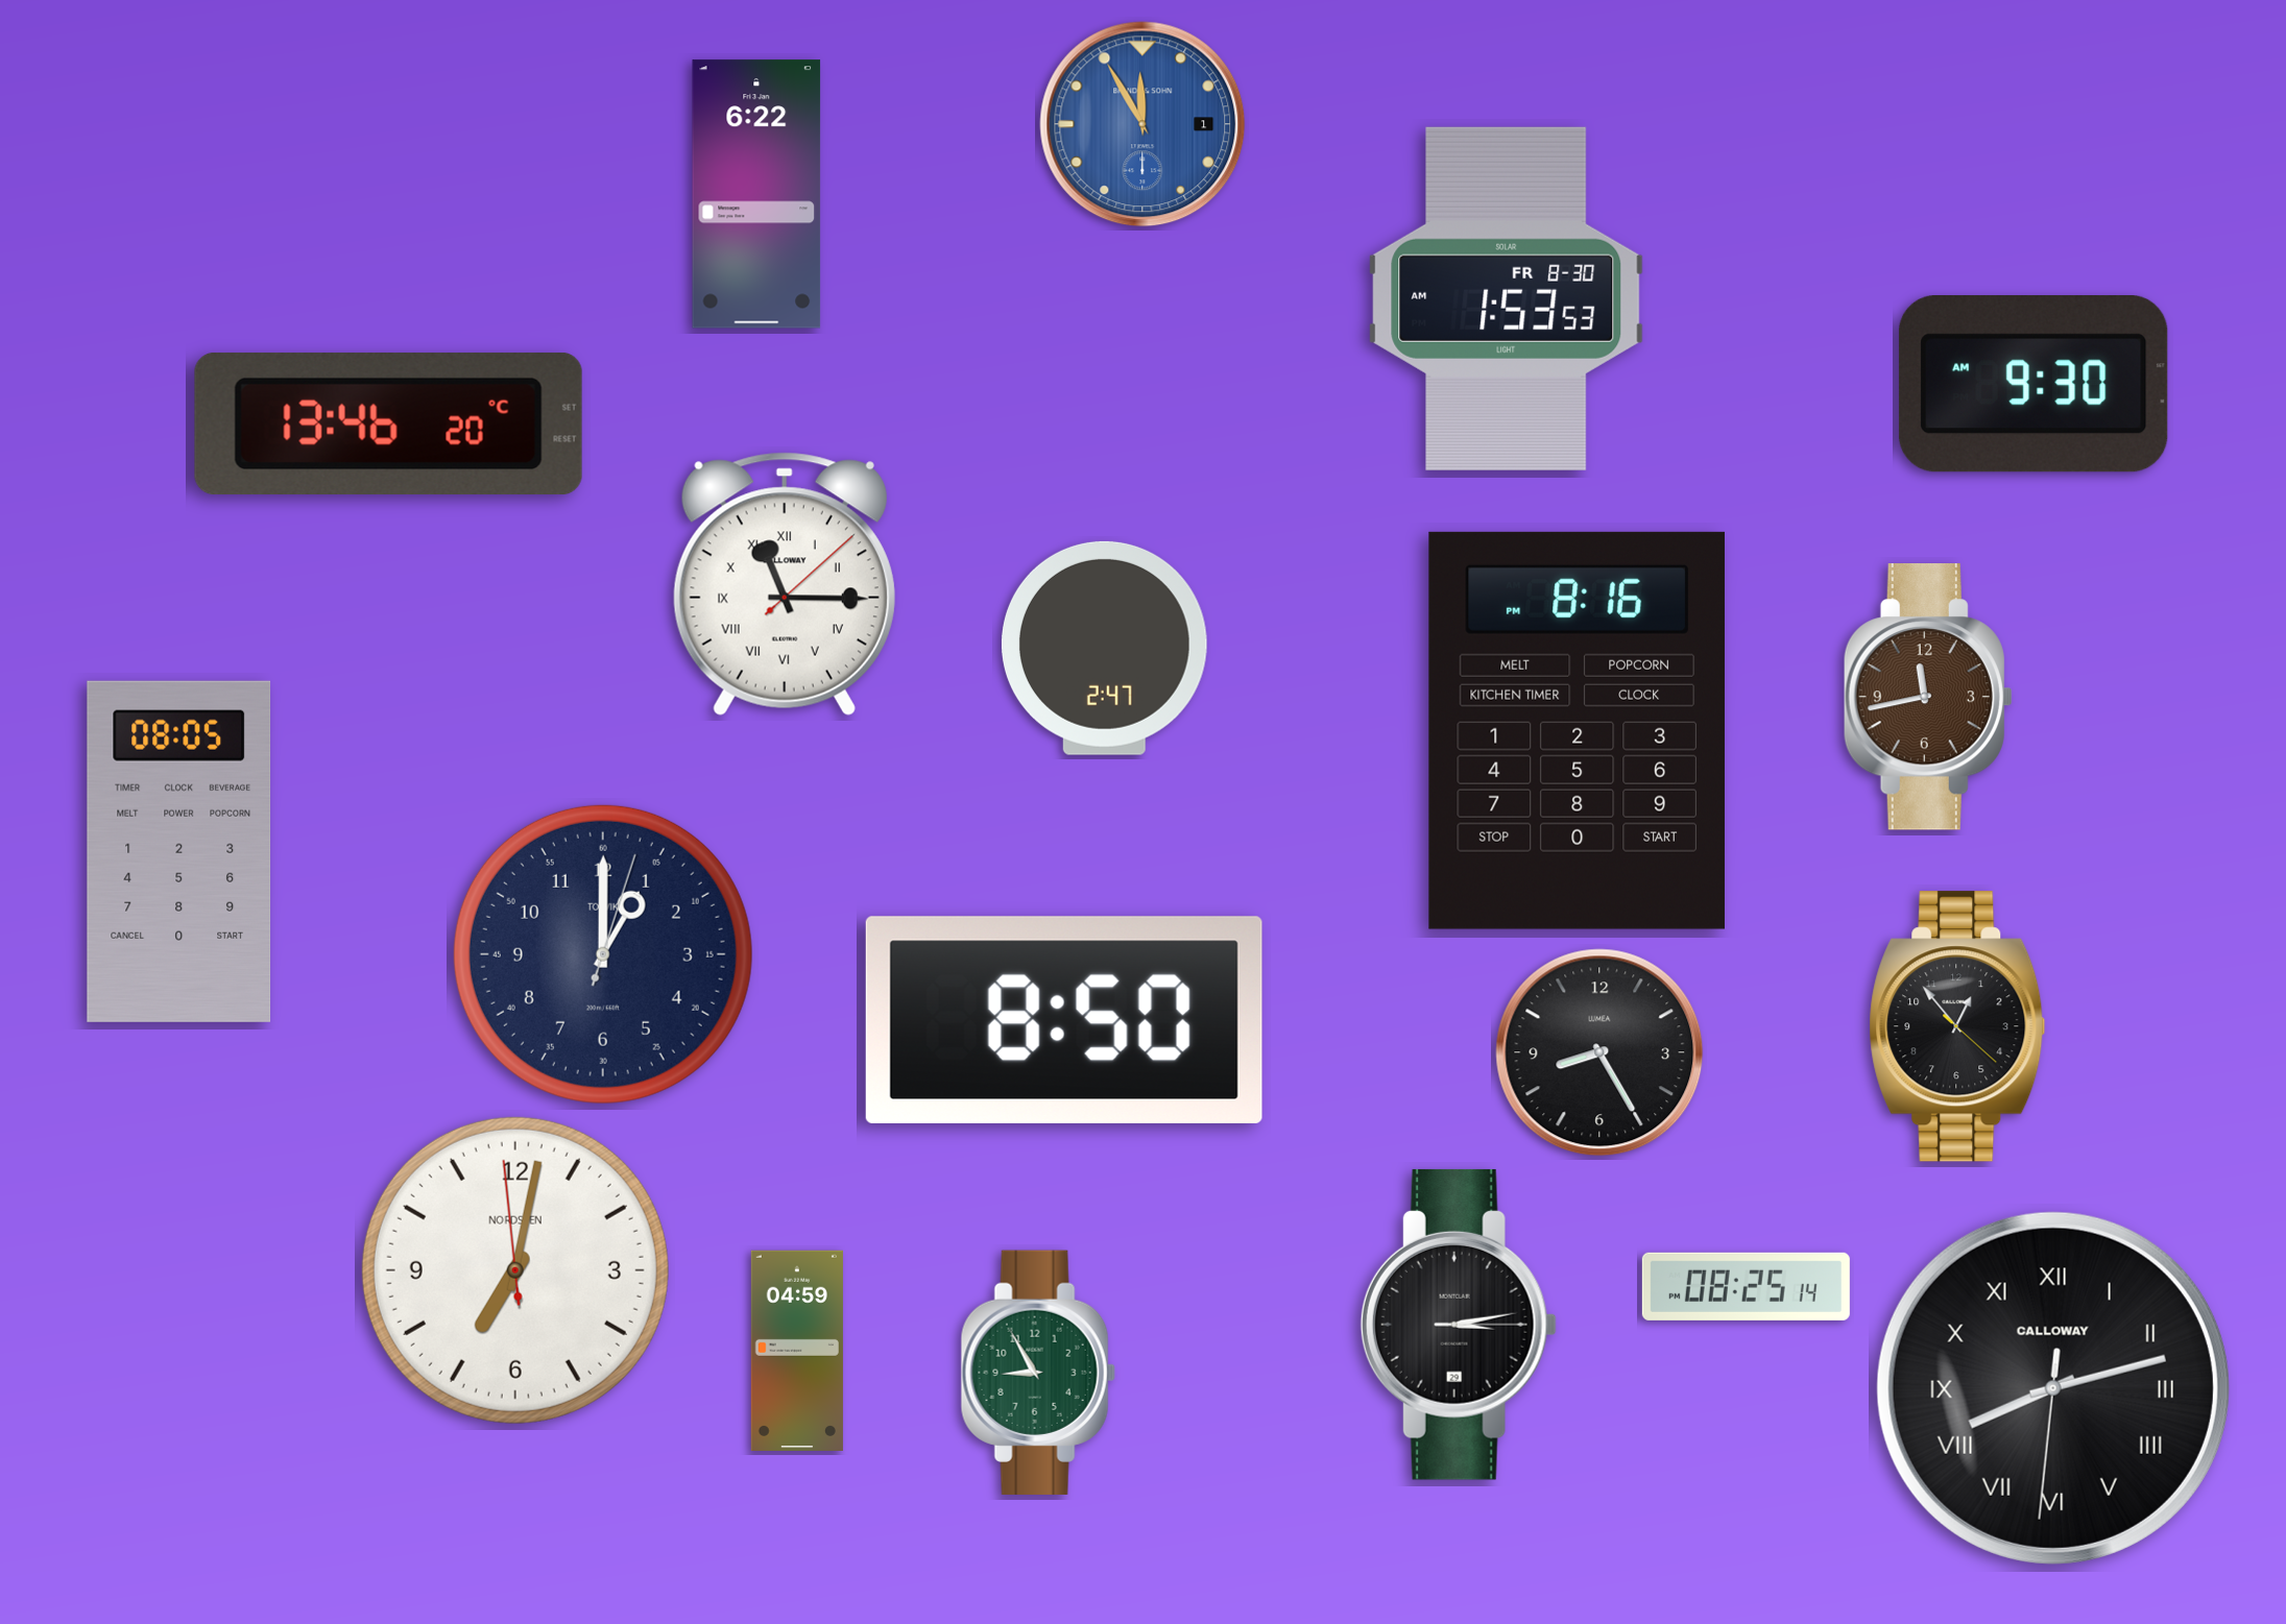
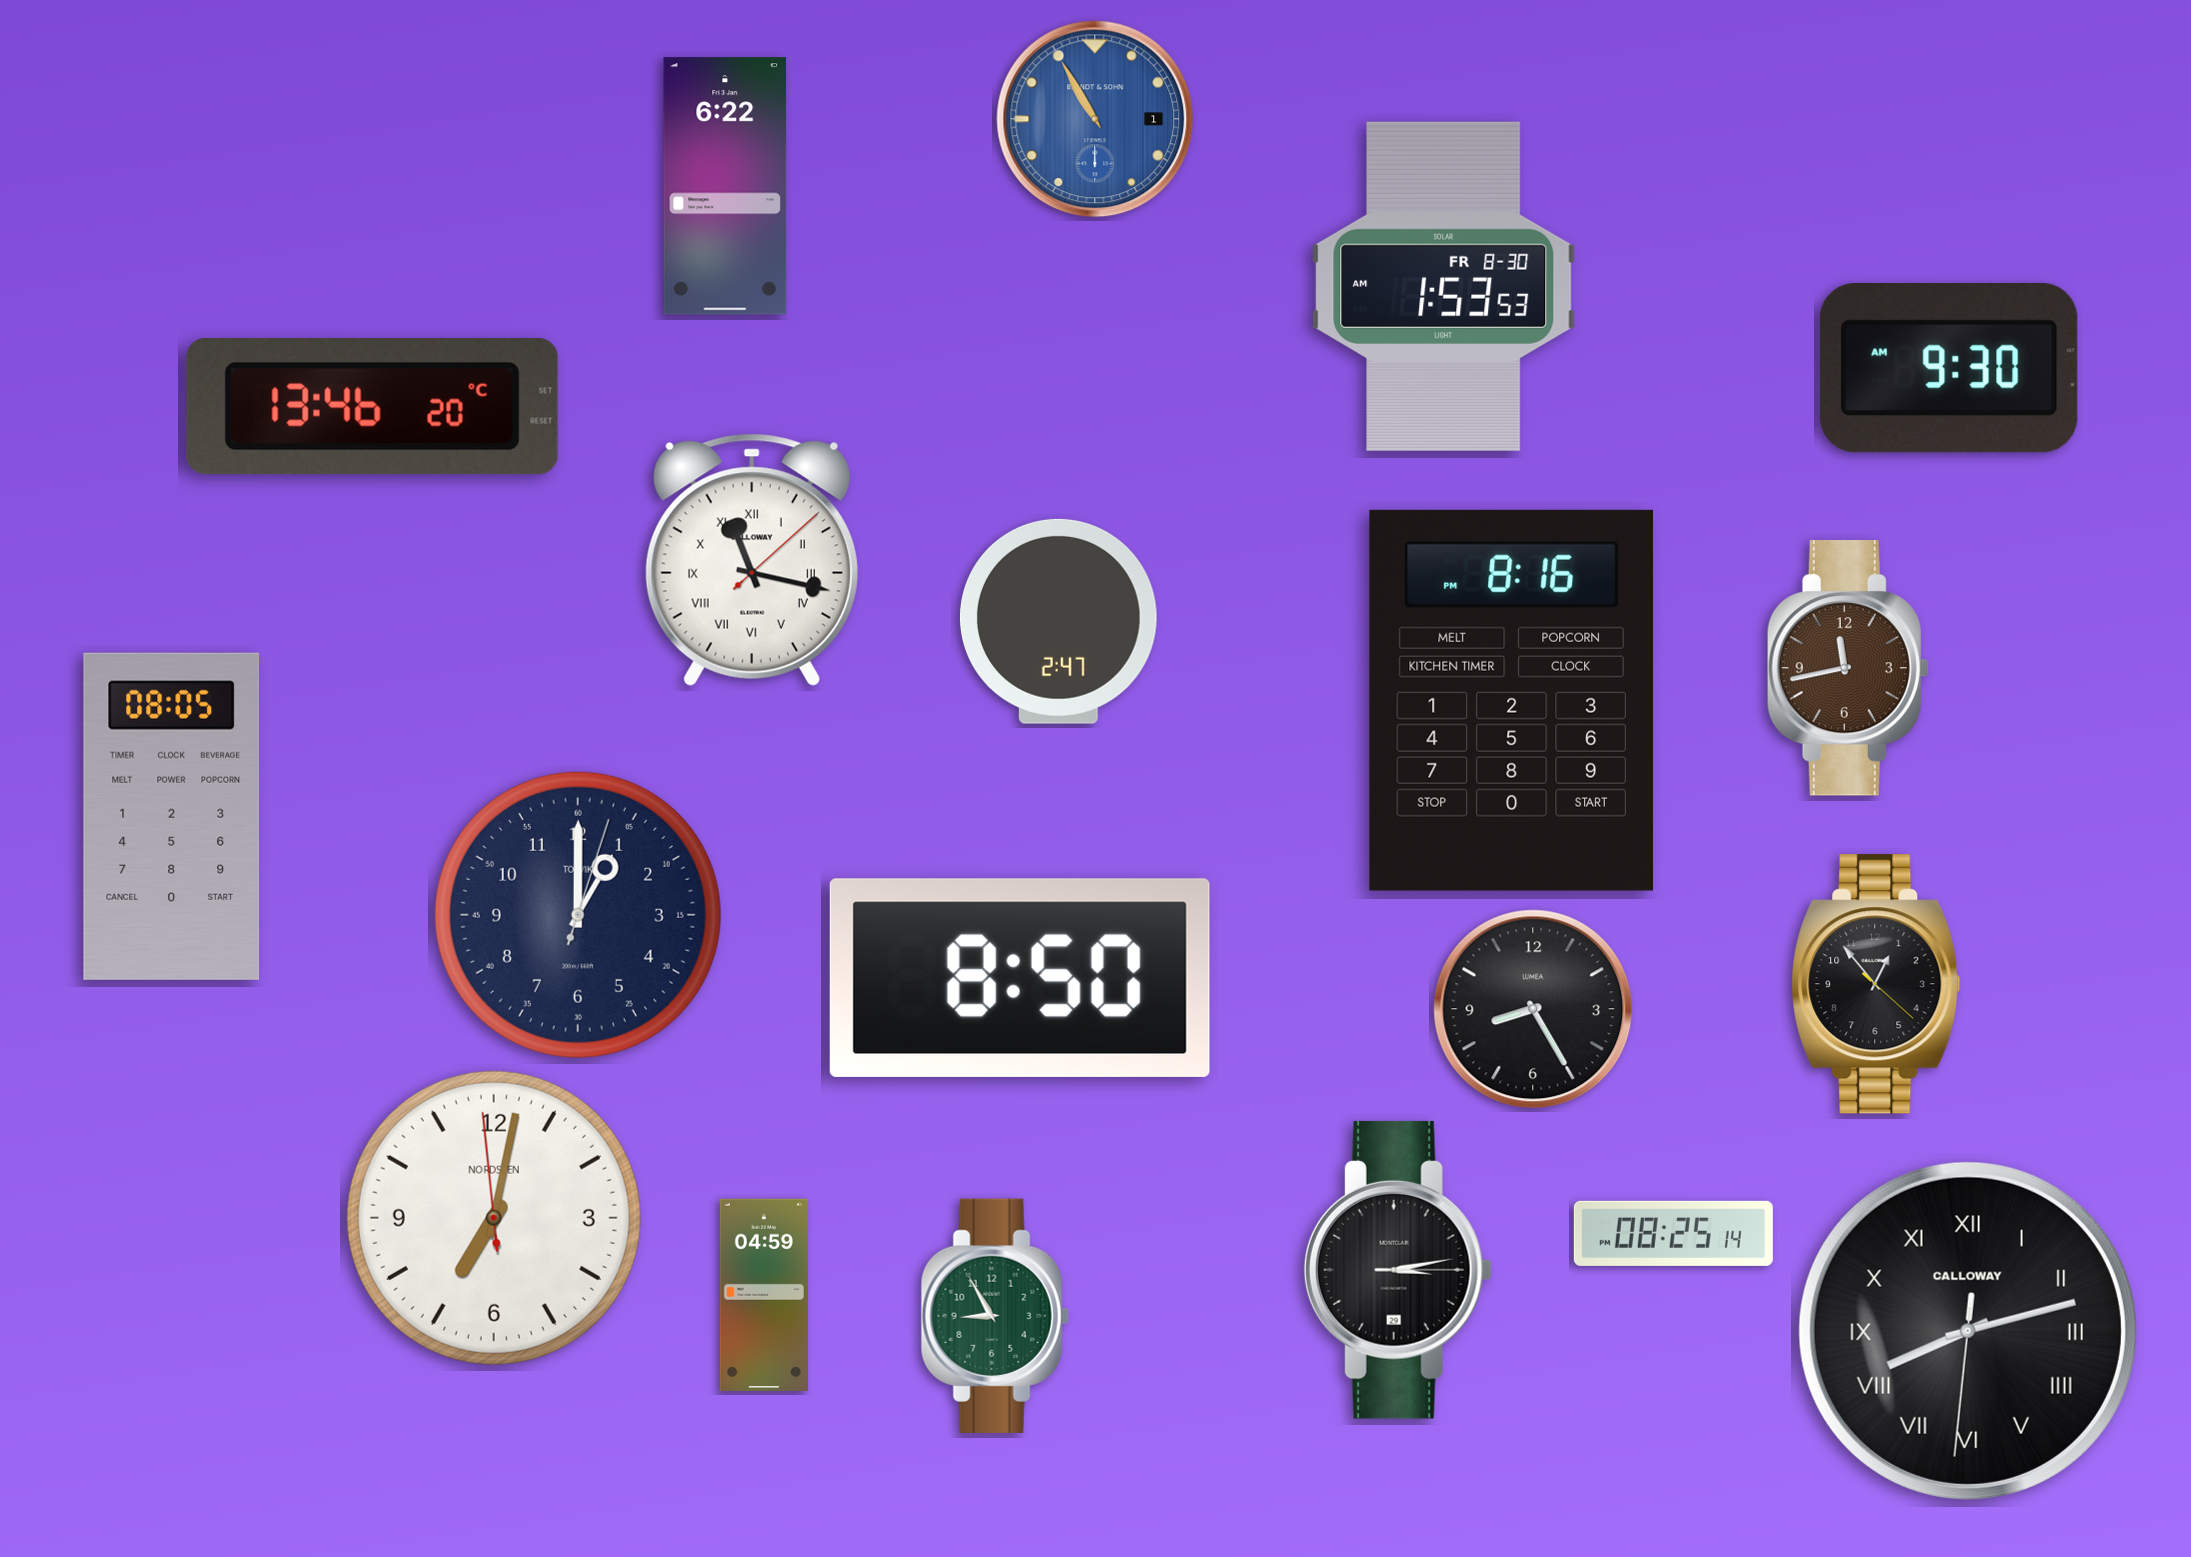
clock at (1142, 124): 11:55 -> 10:55
clock at (785, 584): 11:15 -> 11:17
